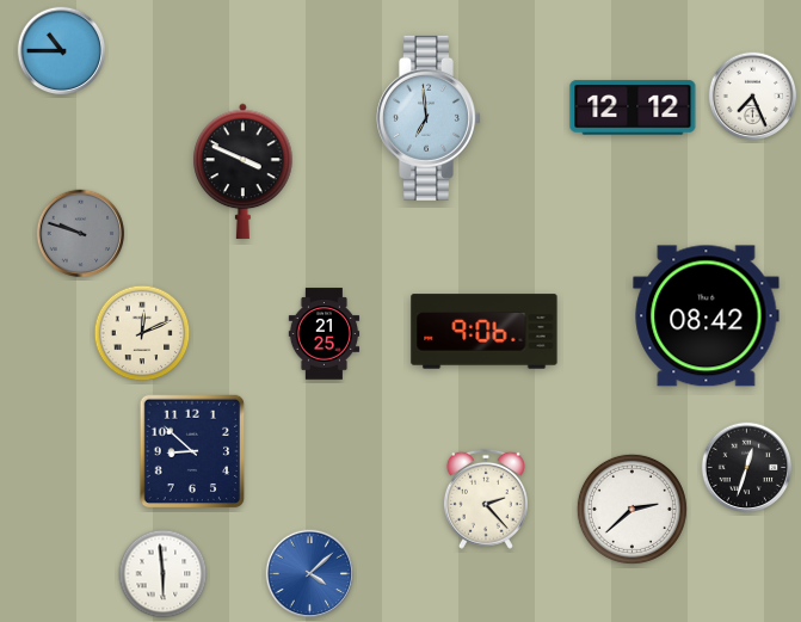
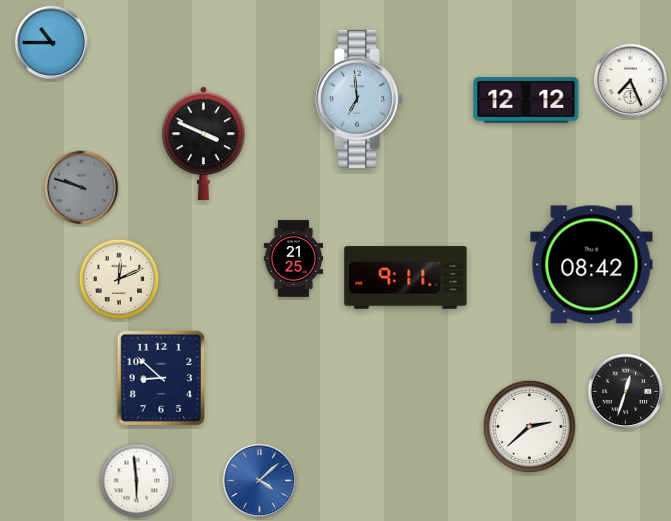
clock at (633, 107) position: (633, 107) -> (526, 100)
clock at (81, 234) position: (81, 234) -> (82, 188)
clock at (485, 332): 9:06 -> 9:11
clock at (325, 334) position: (325, 334) -> (294, 259)
clock at (486, 499): 2:23 -> none
